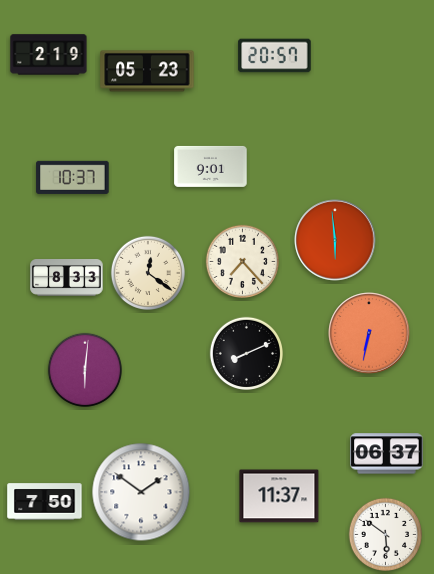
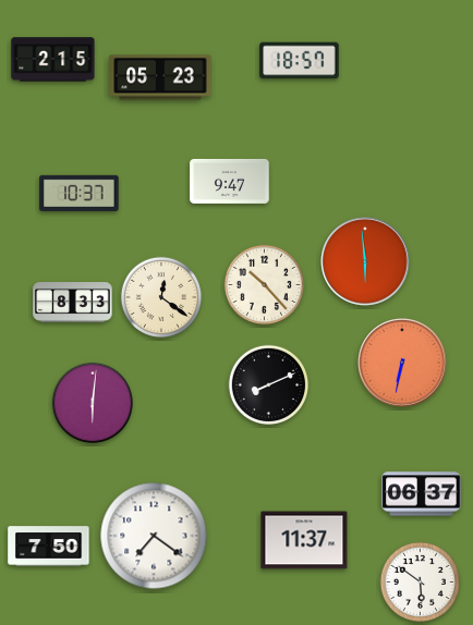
clock at (49, 55): 2:19 -> 2:15
clock at (275, 56): 20:57 -> 18:57
clock at (211, 166): 9:01 -> 9:47
clock at (242, 261): 7:23 -> 10:23
clock at (141, 492): 1:51 -> 7:21
